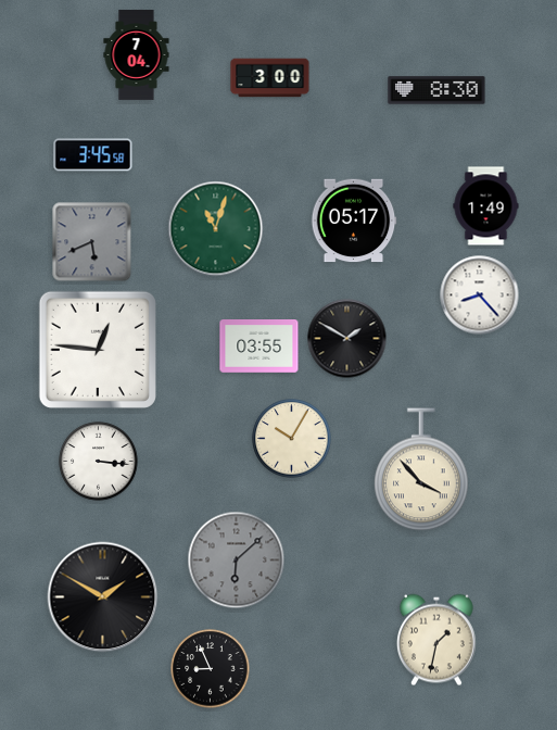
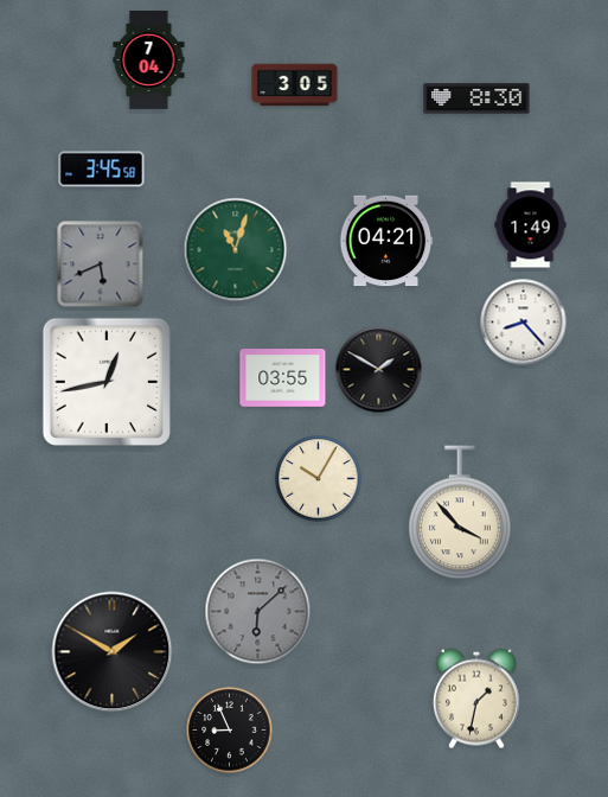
clock at (270, 78): 3:00 -> 3:05
clock at (354, 221): 05:17 -> 04:21
clock at (98, 350): 12:46 -> 12:43
clock at (99, 462): 3:16 -> none
